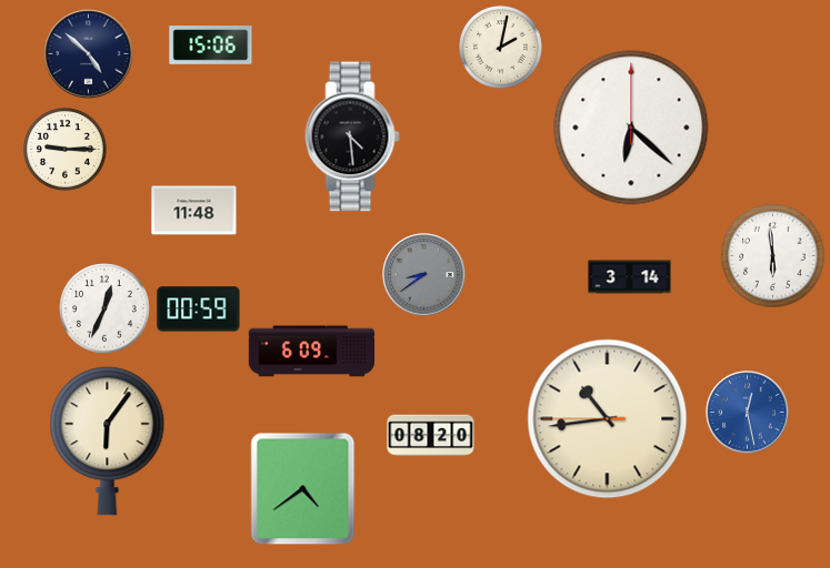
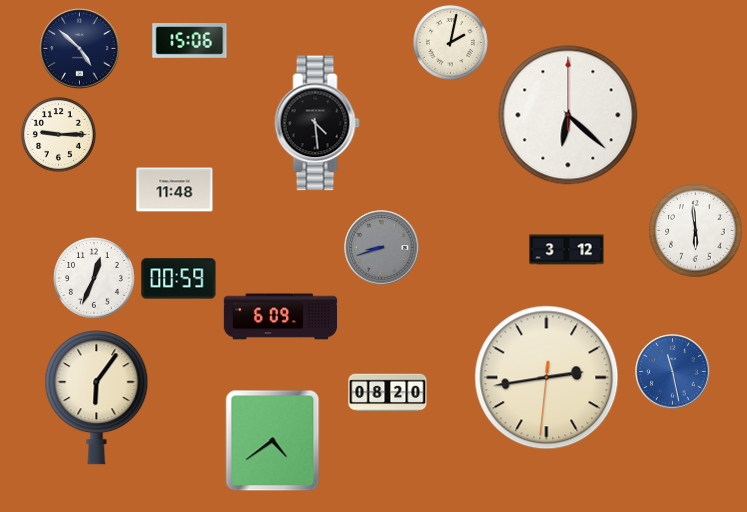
clock at (424, 275): 8:39 -> 8:42
clock at (630, 277): 3:14 -> 3:12
clock at (748, 413): 12:28 -> 11:28
clock at (608, 419): 10:43 -> 2:43
